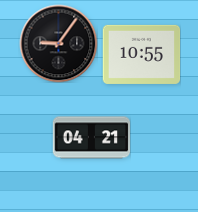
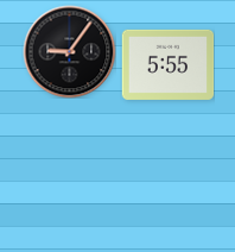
clock at (141, 54): 10:55 -> 5:55
clock at (91, 138): 04:21 -> none
